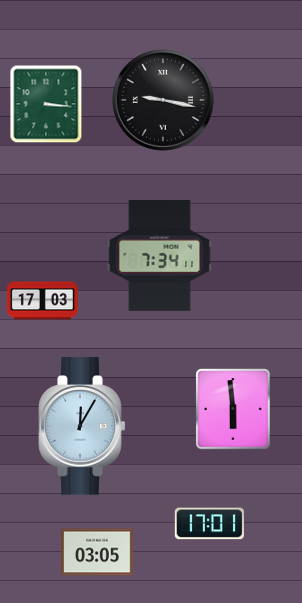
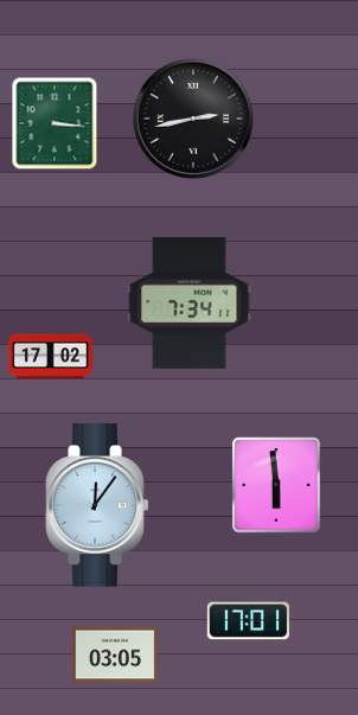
clock at (163, 100): 9:17 -> 2:43
clock at (42, 301): 17:03 -> 17:02
clock at (82, 426): 12:05 -> 12:06
